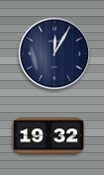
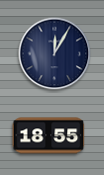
clock at (49, 136): 19:32 -> 18:55
